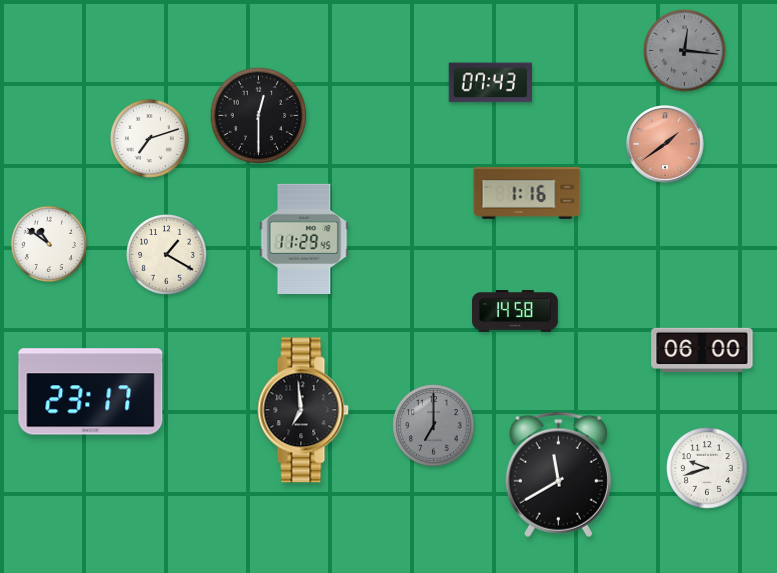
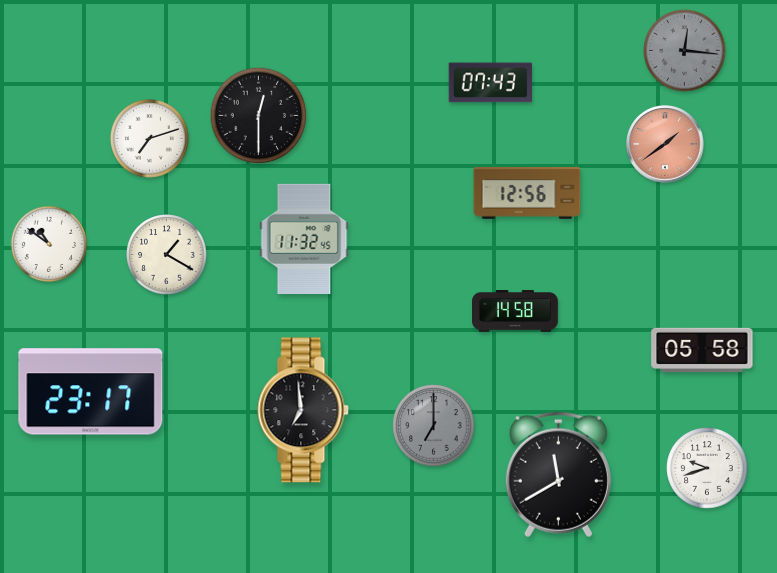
clock at (527, 194): 1:16 -> 12:56
clock at (304, 239): 11:29 -> 11:32
clock at (702, 349): 06:00 -> 05:58
